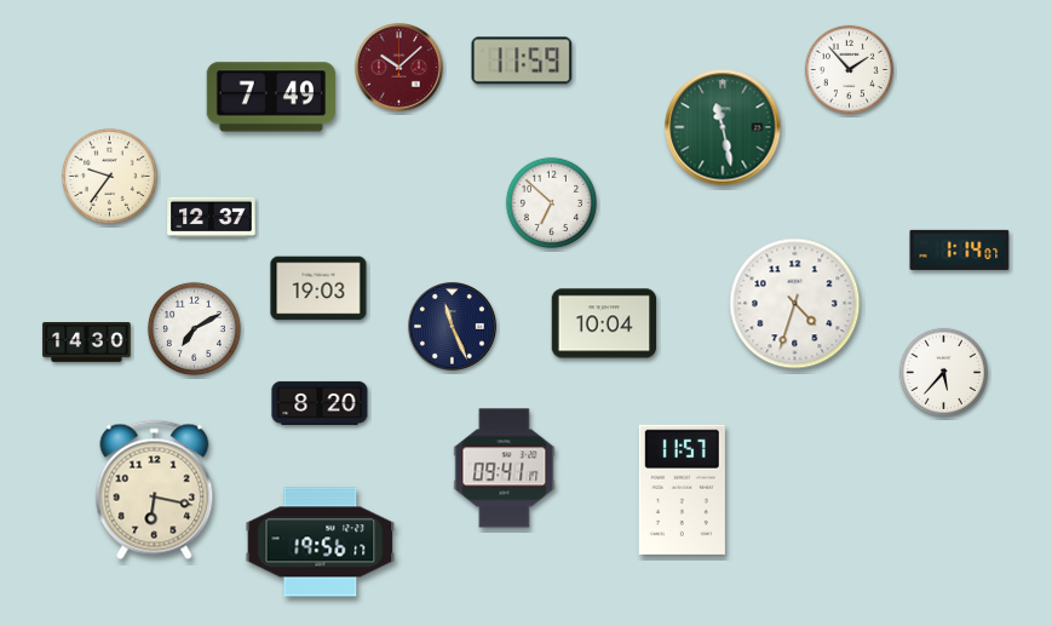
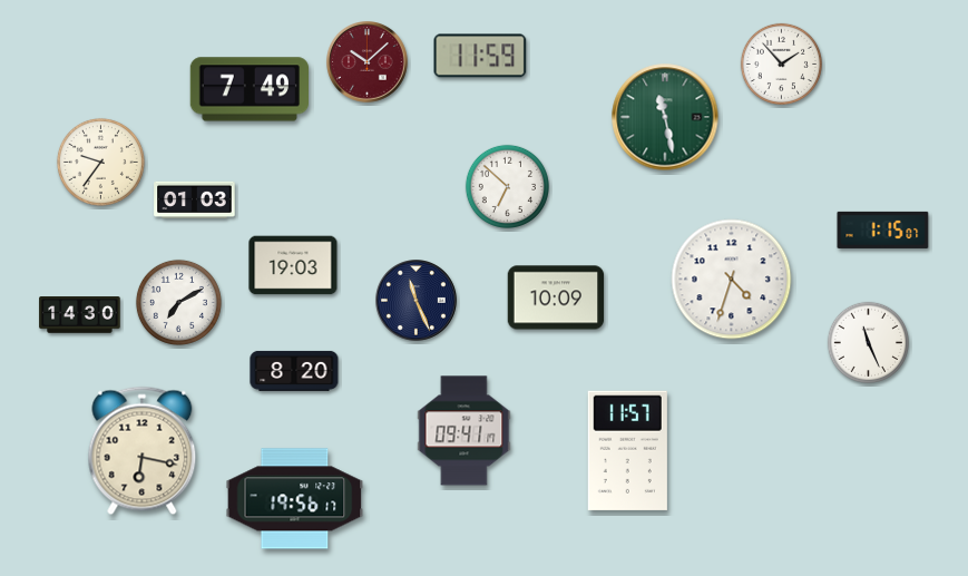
clock at (212, 217): 12:37 -> 01:03
clock at (960, 249): 1:14 -> 1:15
clock at (604, 323): 10:04 -> 10:09
clock at (944, 373): 5:37 -> 11:26
